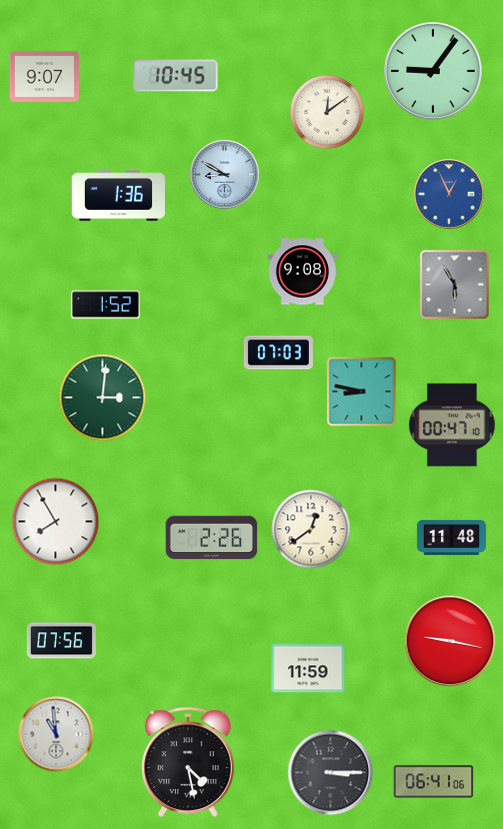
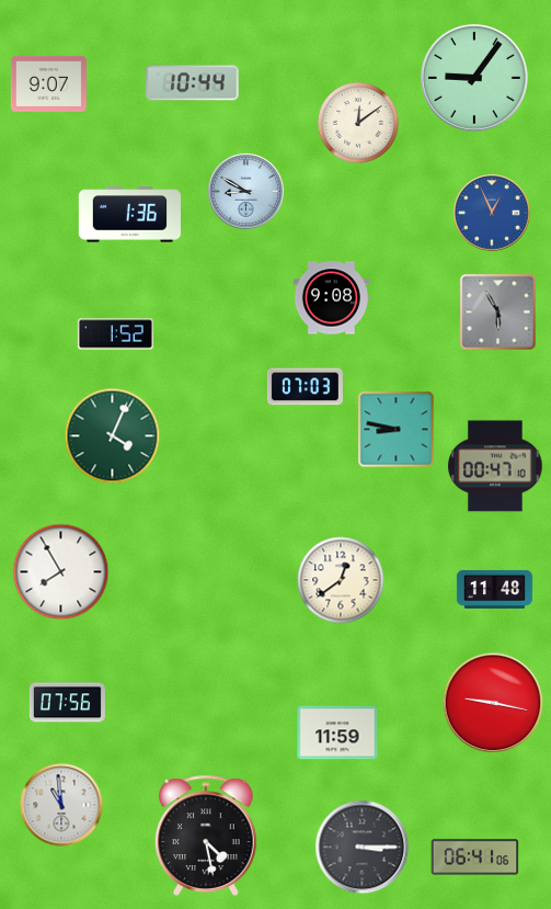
clock at (176, 76): 10:45 -> 10:44
clock at (103, 398): 3:01 -> 4:04
clock at (212, 538): 2:26 -> none
